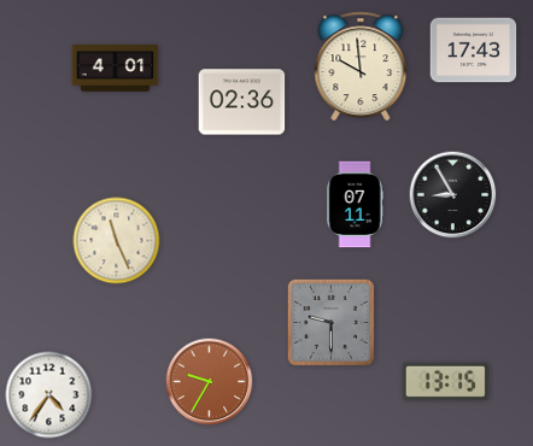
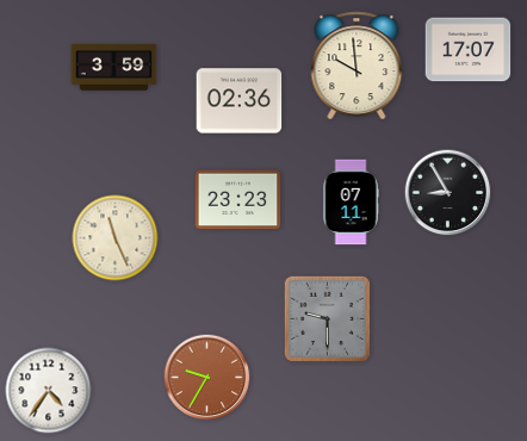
clock at (474, 51): 17:43 -> 17:07
clock at (116, 69): 4:01 -> 3:59
clock at (238, 200): none -> 23:23
clock at (446, 382): 13:15 -> none
